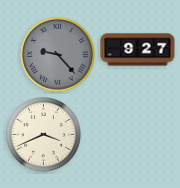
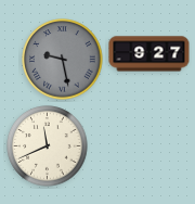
clock at (58, 55): 9:23 -> 9:28
clock at (44, 135): 3:41 -> 11:41
